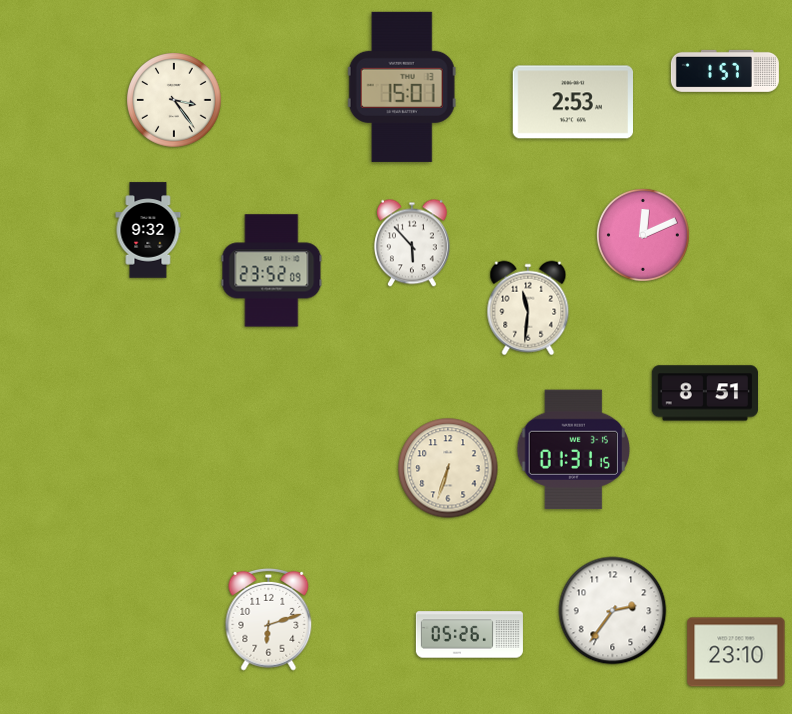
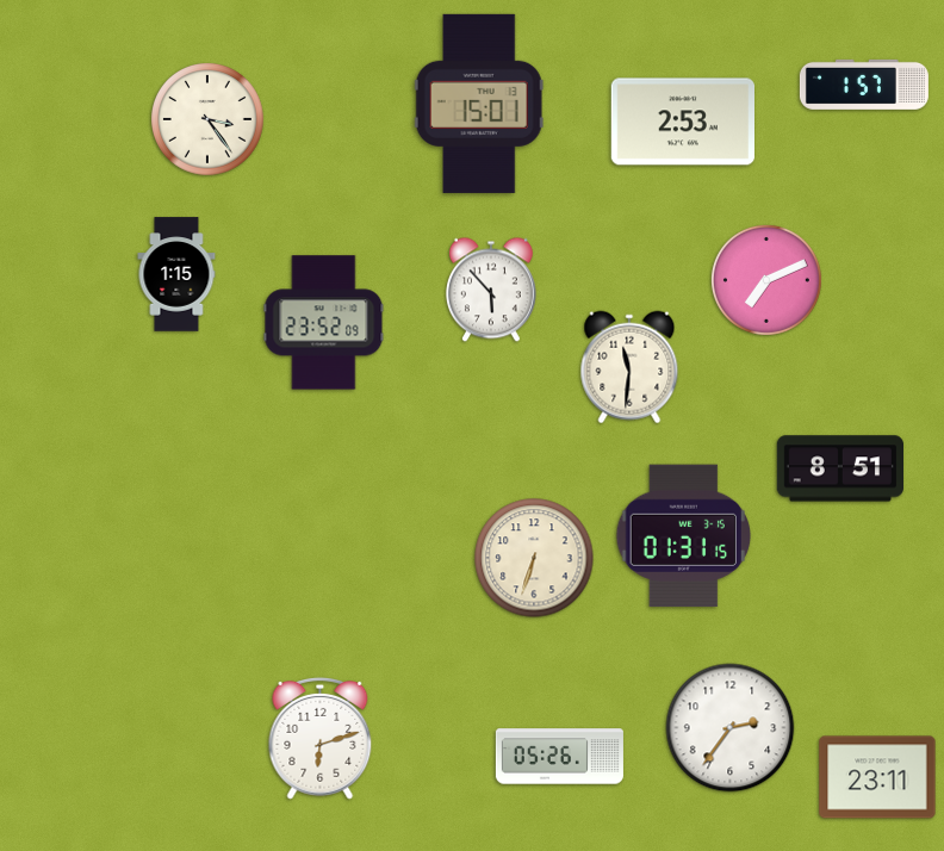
clock at (148, 230): 9:32 -> 1:15
clock at (643, 235): 12:11 -> 7:11
clock at (736, 652): 23:10 -> 23:11
